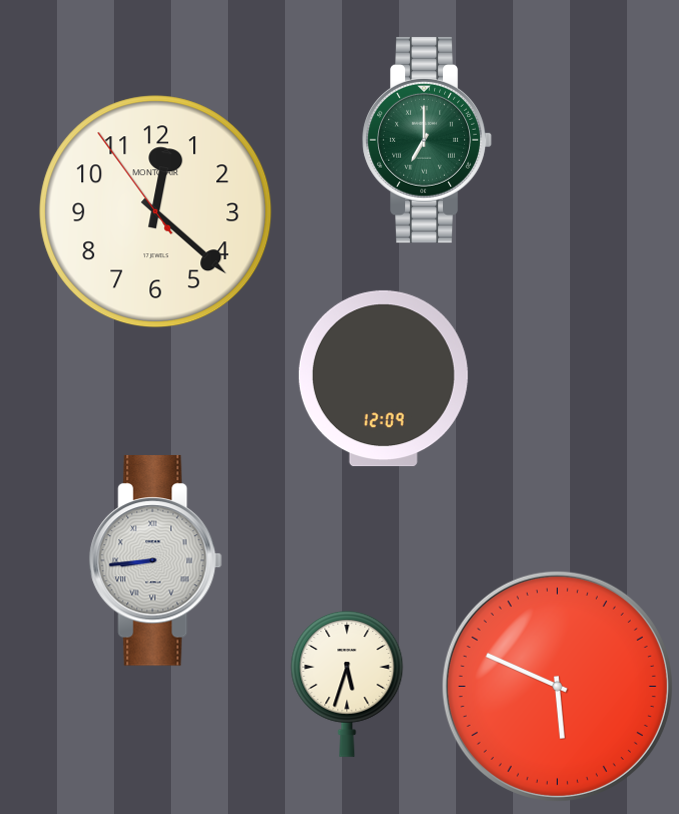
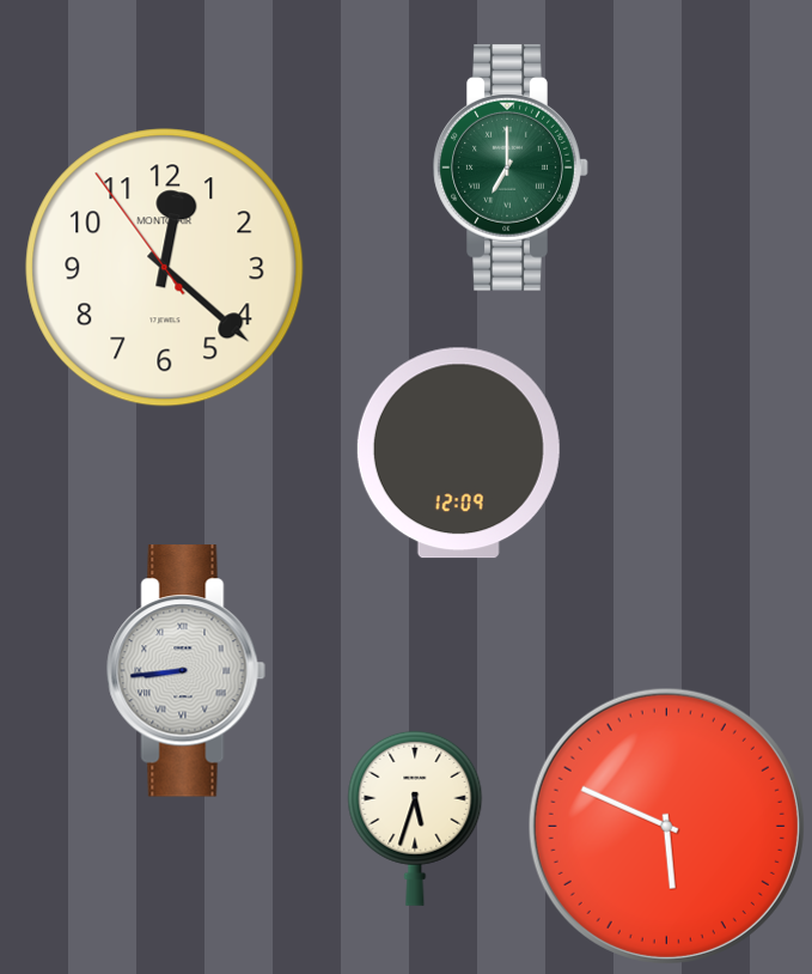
clock at (156, 212) position: (156, 212) -> (165, 268)
clock at (557, 686) position: (557, 686) -> (666, 826)
